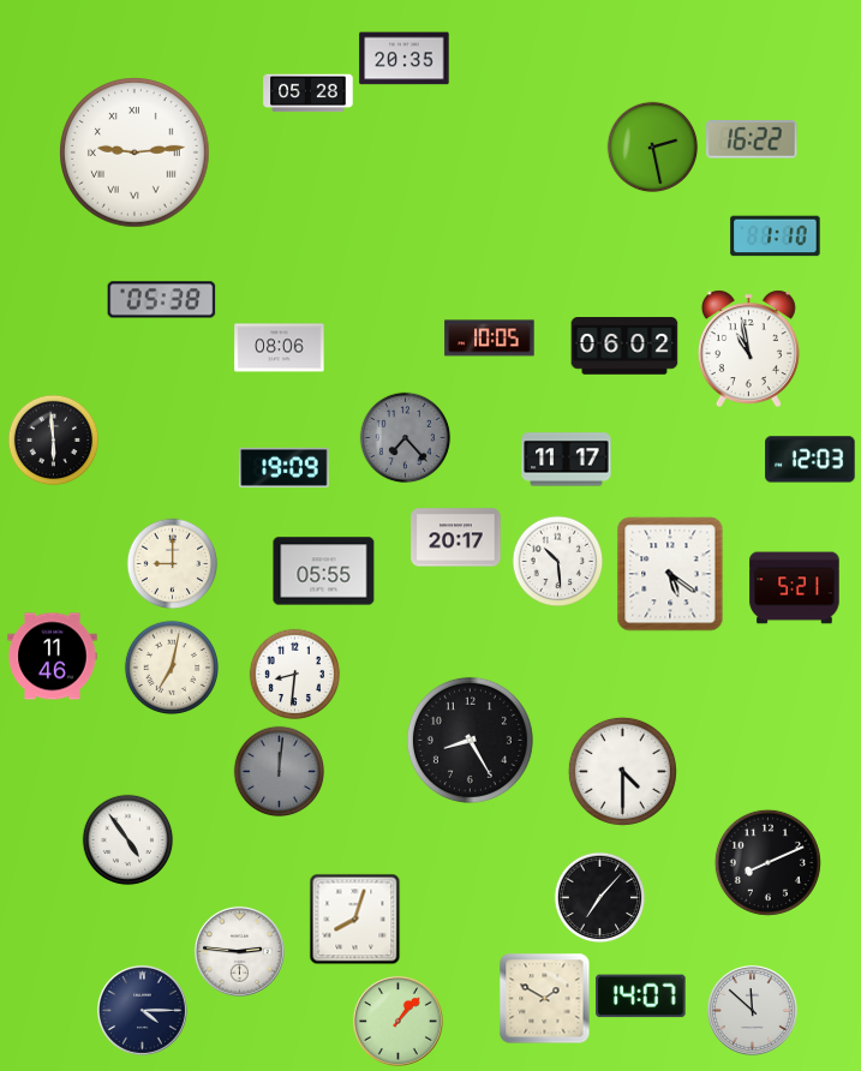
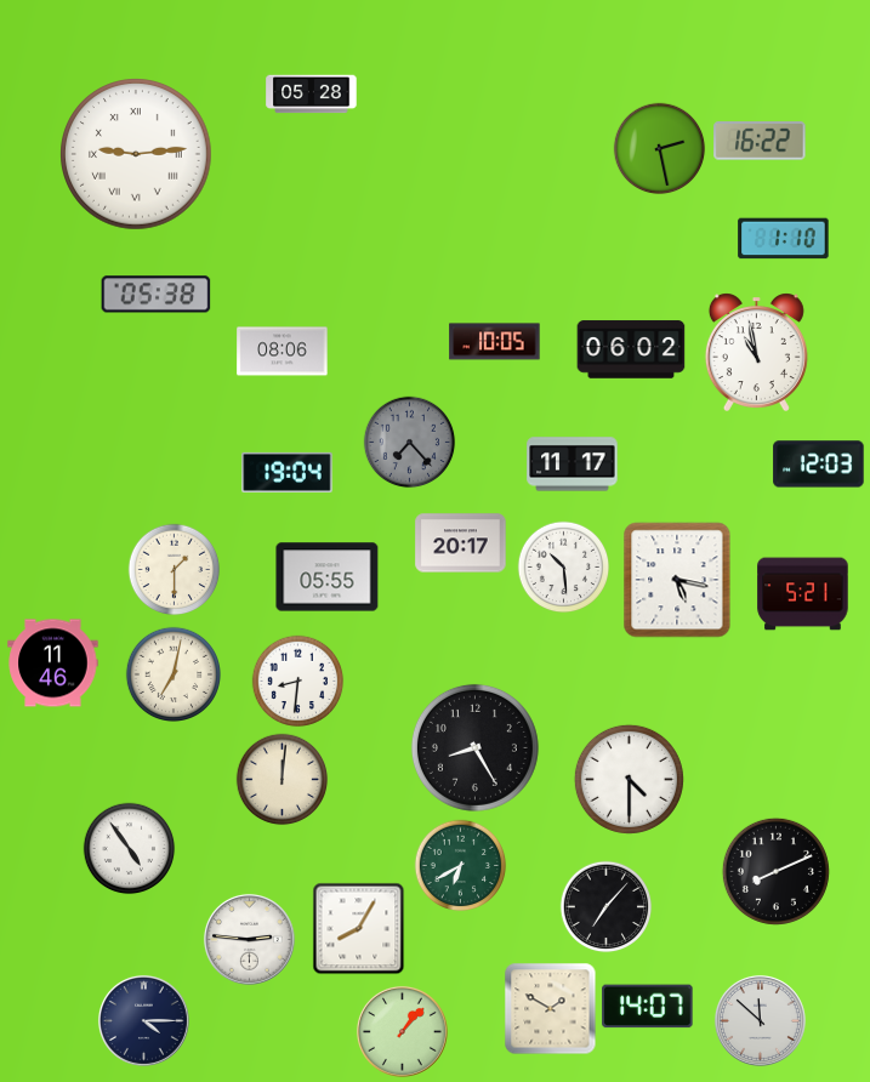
clock at (405, 59): 20:35 -> none
clock at (162, 300) position: (162, 300) -> (157, 295)
clock at (54, 441): 5:59 -> none
clock at (285, 467): 19:09 -> 19:04
clock at (173, 564): 9:00 -> 1:30
clock at (670, 574): 5:21 -> 5:17
clock at (280, 772) dial: grey -> cream
clock at (461, 866): none -> 6:40
clock at (355, 920): 8:03 -> 8:05
clock at (239, 951) position: (239, 951) -> (249, 939)
